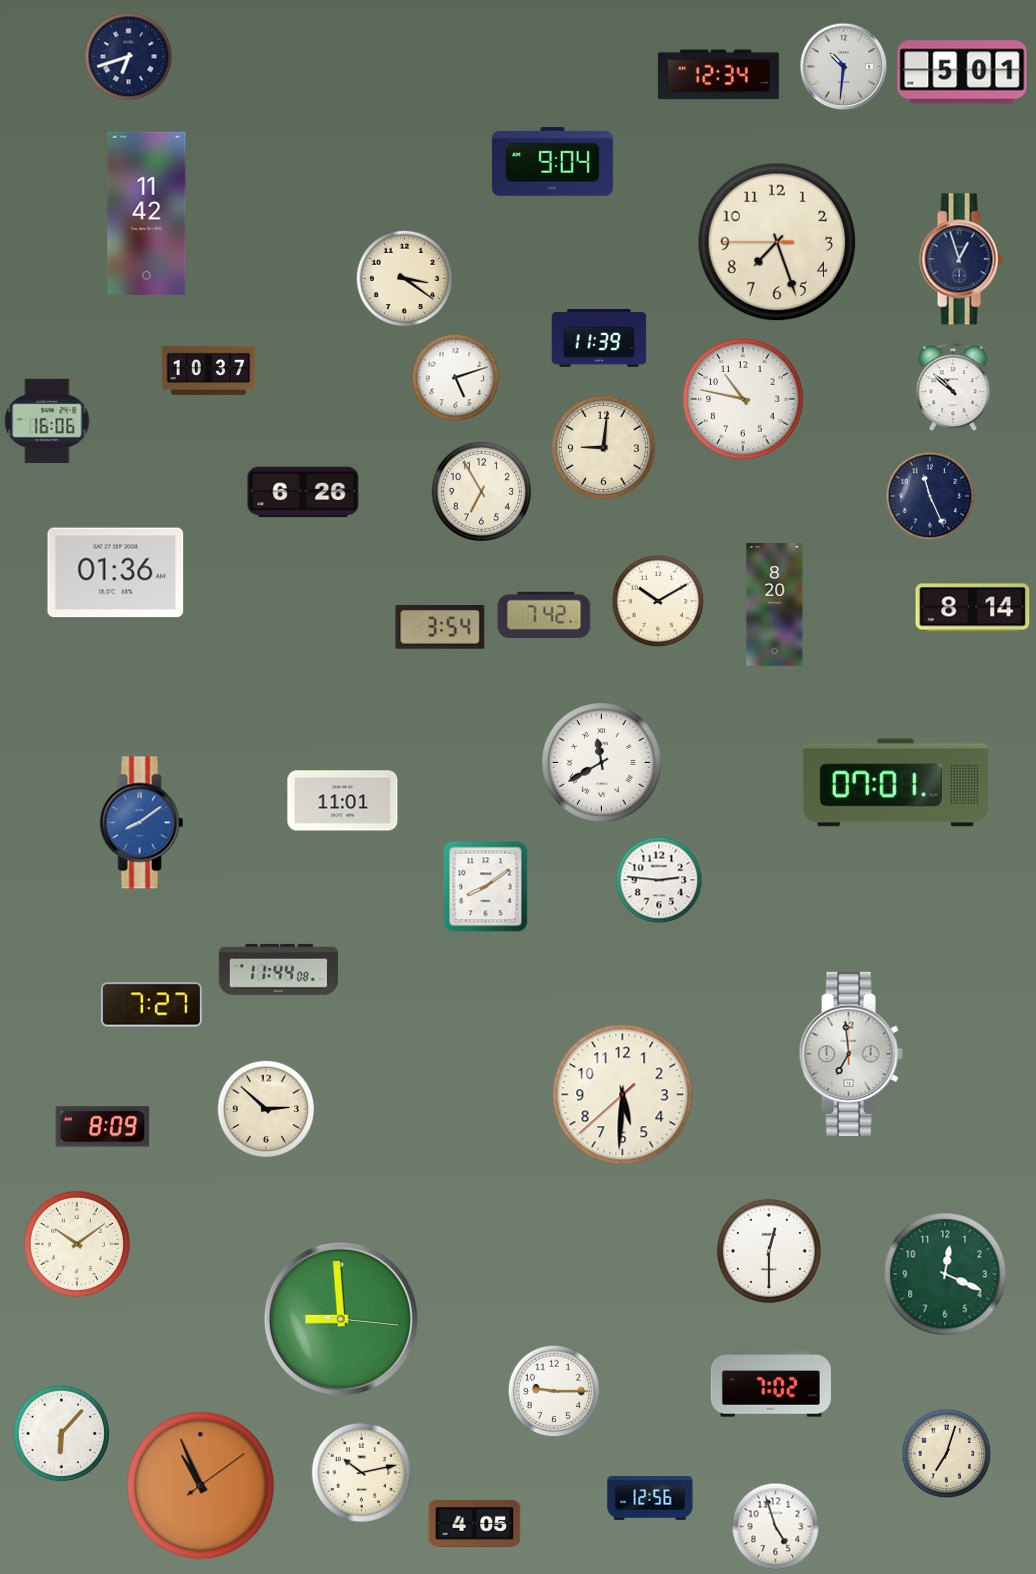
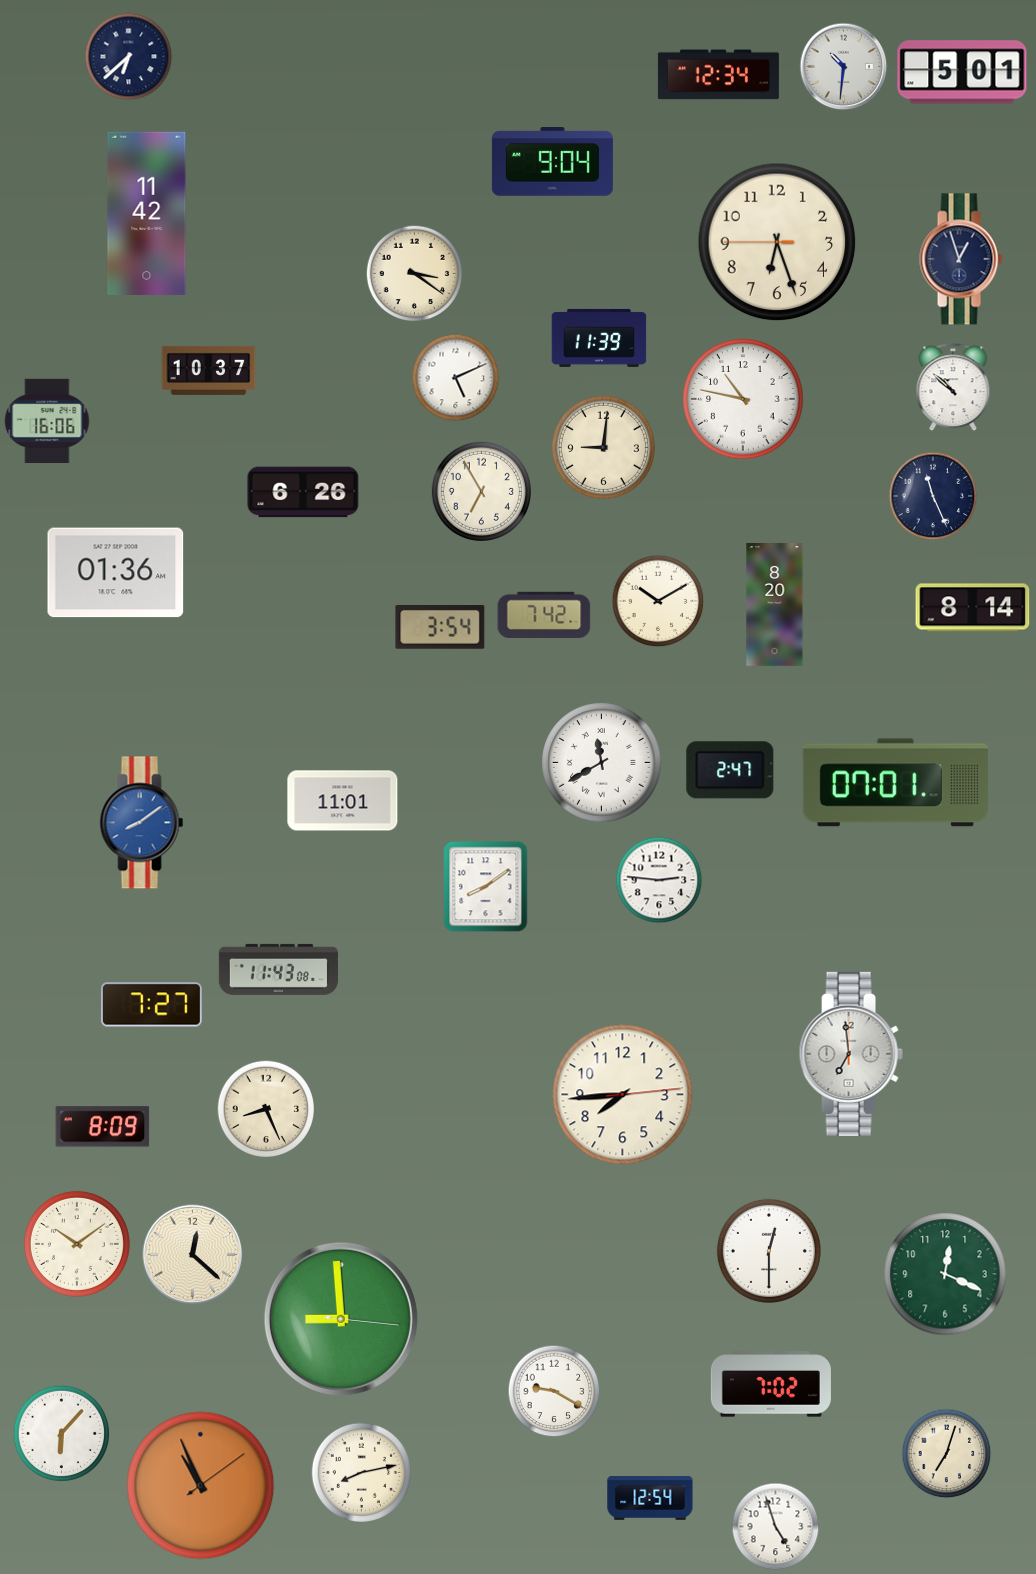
clock at (129, 57): 6:42 -> 6:38
clock at (777, 242): 7:26 -> 6:26
clock at (405, 279) position: (405, 279) -> (415, 274)
clock at (456, 378): 5:12 -> 5:11
clock at (930, 496) position: (930, 496) -> (933, 496)
clock at (730, 770): none -> 2:47
clock at (278, 969): 11:44 -> 11:43
clock at (623, 1095): 5:30 -> 7:44
clock at (266, 1108): 2:52 -> 8:26
clock at (193, 1255): none -> 12:22
clock at (554, 1391): 9:15 -> 9:20
clock at (361, 1472): 10:13 -> 8:13
clock at (650, 1498): 12:56 -> 12:54
clock at (475, 1523): 4:05 -> none
